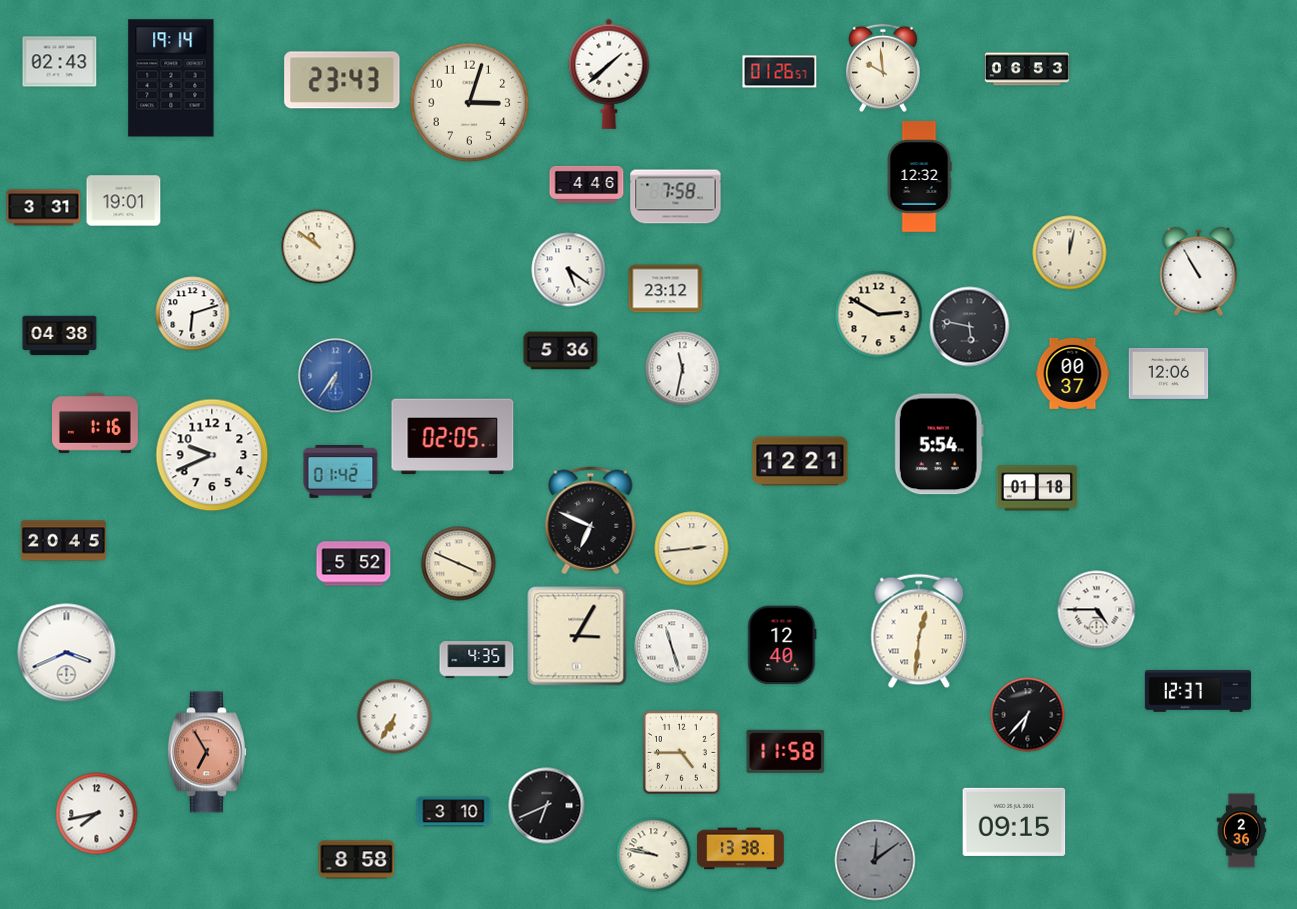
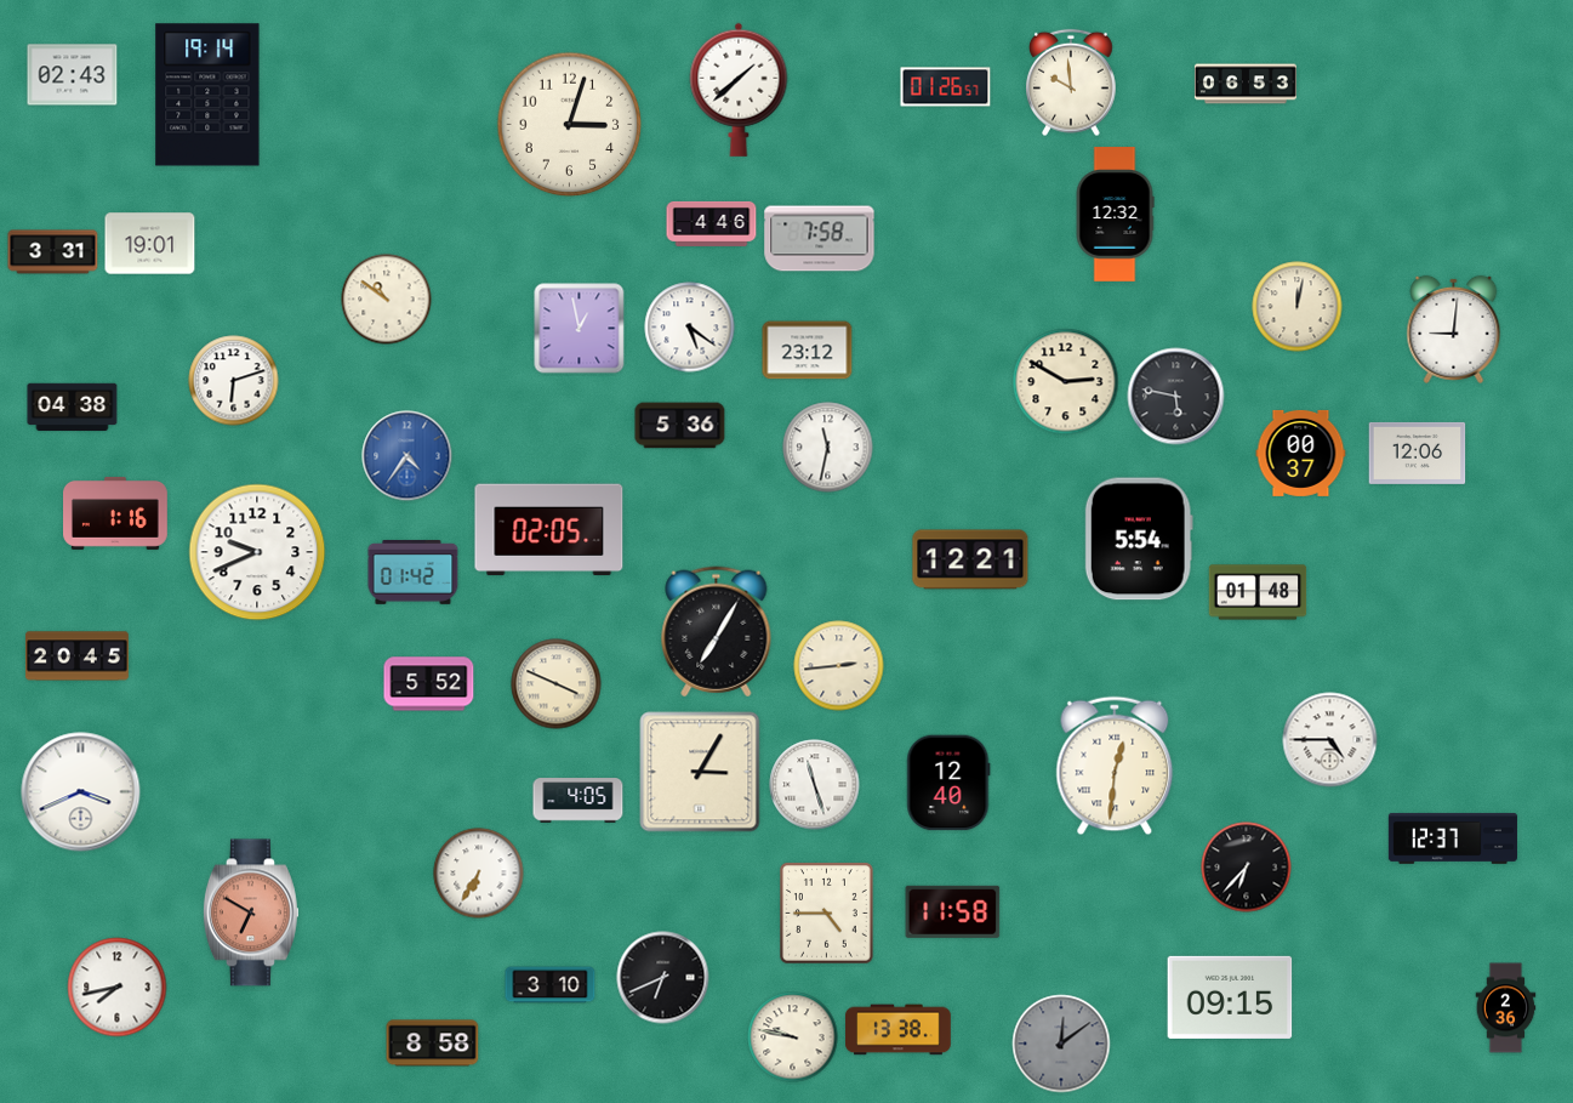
clock at (342, 80): 23:43 -> none
clock at (580, 329): none -> 12:58
clock at (1199, 271): 10:55 -> 9:01
clock at (336, 376): 6:36 -> 4:36
clock at (1037, 488): 01:18 -> 01:48
clock at (591, 521): 6:49 -> 7:05
clock at (477, 660): 4:35 -> 4:05
clock at (395, 717) position: (395, 717) -> (479, 874)
clock at (207, 752): 6:55 -> 6:50
